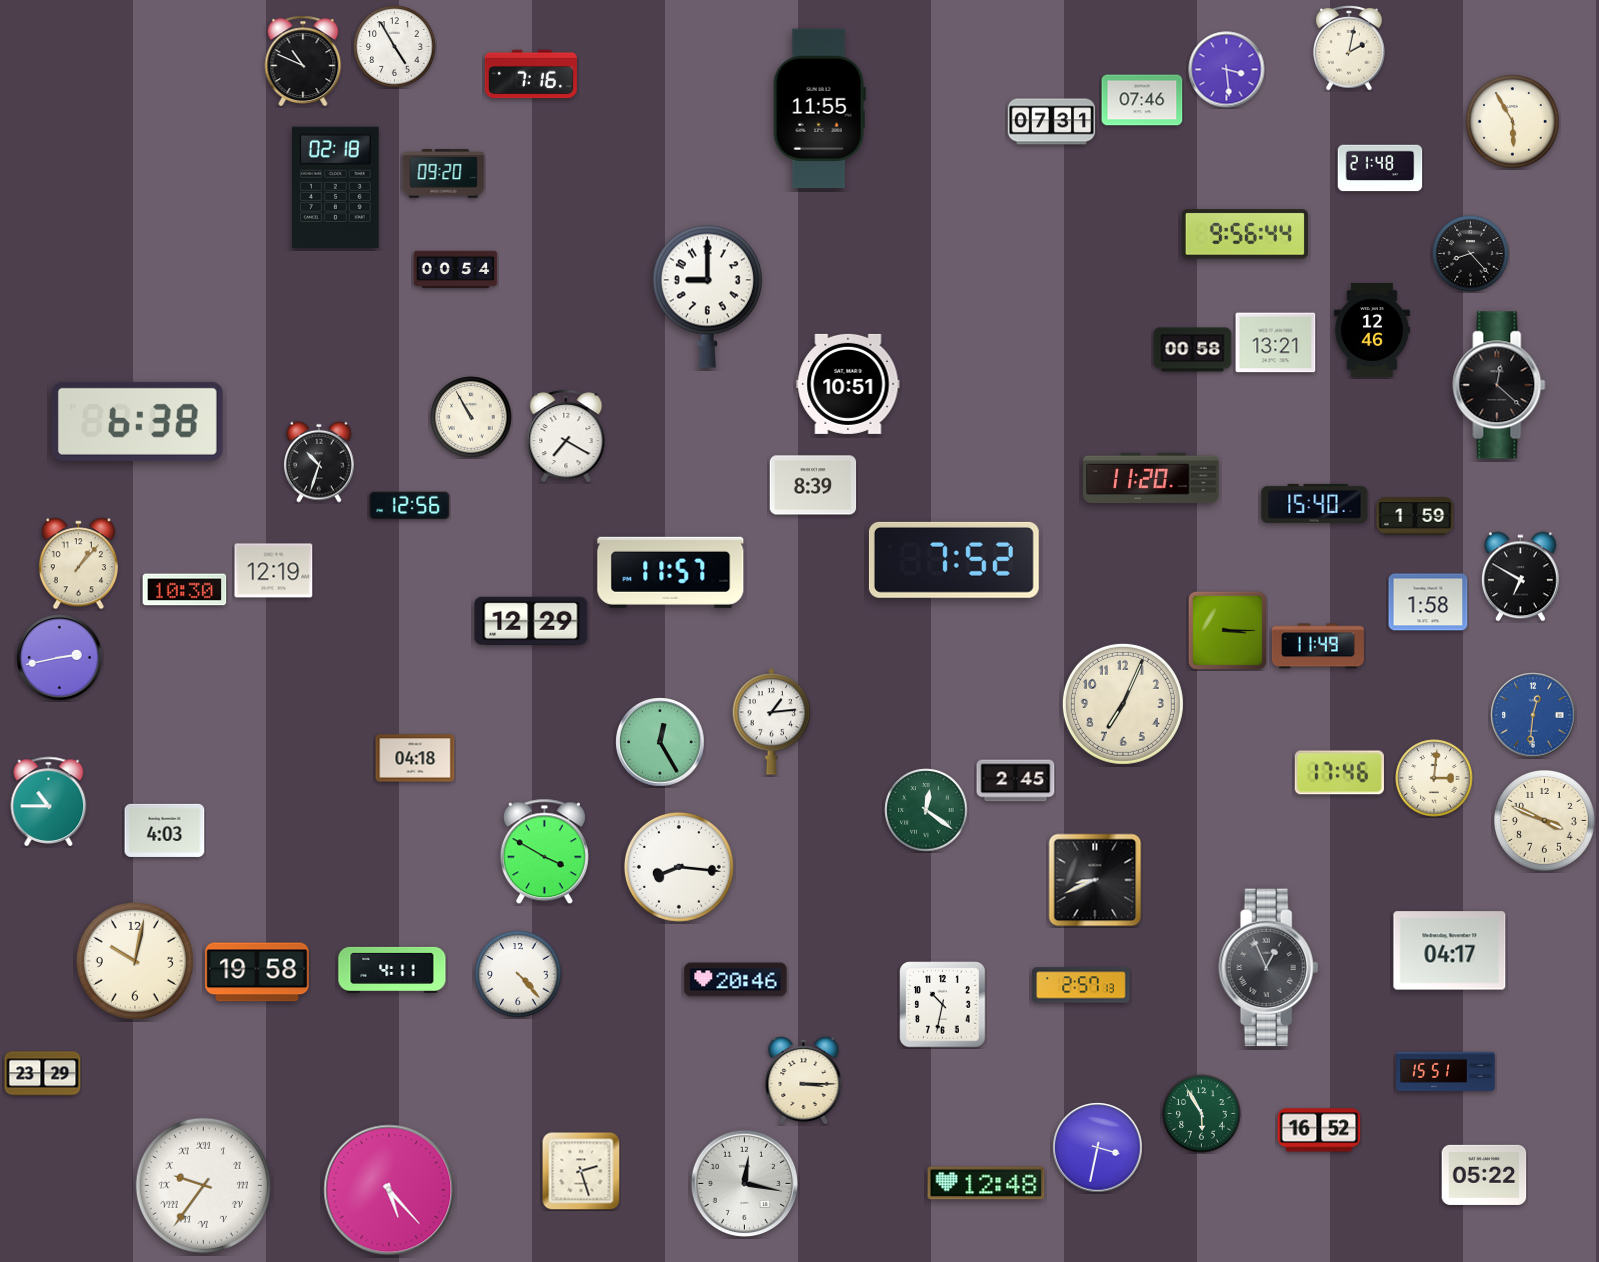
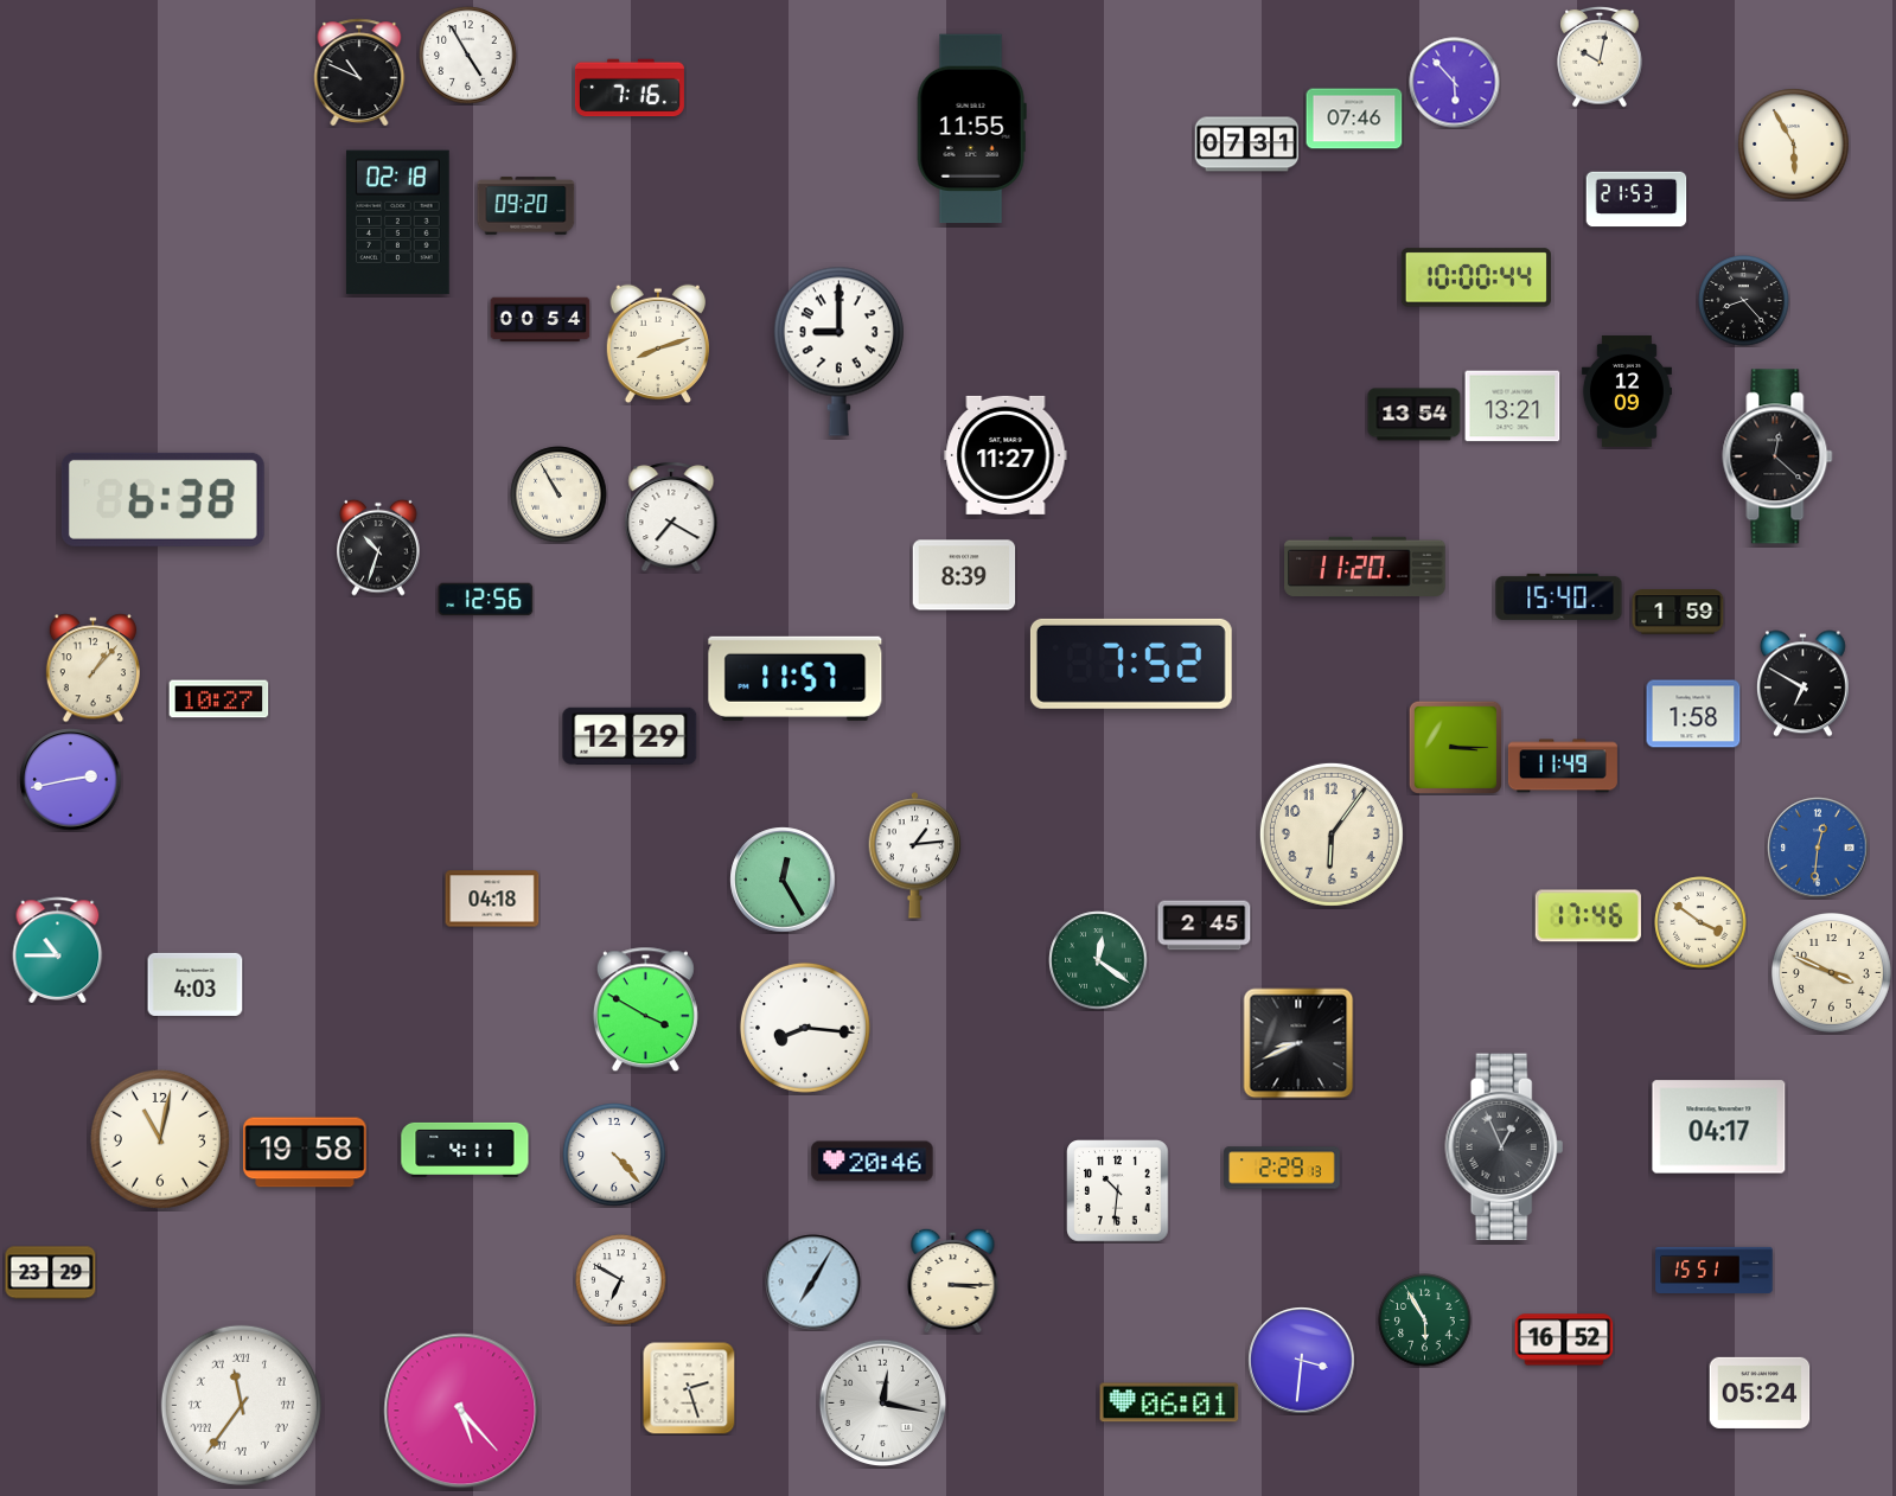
clock at (1349, 48): 2:02 -> 10:02
clock at (1227, 70): 3:29 -> 5:53
clock at (1380, 168): 21:48 -> 21:53
clock at (1245, 234): 9:56 -> 10:00
clock at (657, 344): none -> 8:12
clock at (1372, 330): 12:46 -> 12:09
clock at (1193, 350): 00:58 -> 13:54
clock at (848, 384): 10:51 -> 11:27
clock at (274, 571): 12:19 -> none
clock at (185, 590): 10:30 -> 10:27
clock at (1123, 704): 7:04 -> 6:06
clock at (1434, 778): 3:01 -> 3:51
clock at (135, 961): 10:02 -> 11:02
clock at (1081, 985): 2:57 -> 2:29
clock at (943, 1005): 10:32 -> 10:31
clock at (621, 1280): none -> 6:50
clock at (813, 1283): none -> 7:05
clock at (1098, 1148): 3:32 -> 3:31
clock at (1484, 1175): 05:22 -> 05:24
clock at (986, 1183): 12:48 -> 06:01
clock at (203, 1185): 9:36 -> 11:36
